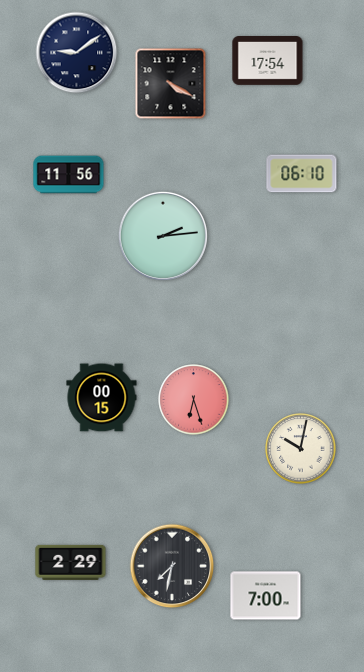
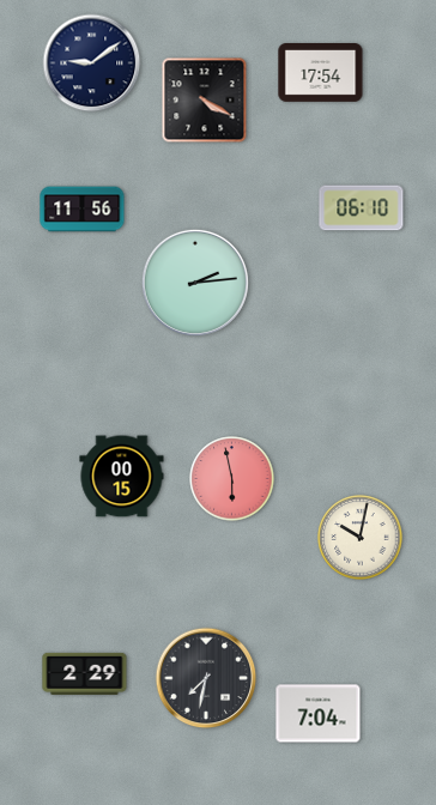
clock at (194, 400): 6:27 -> 5:58
clock at (266, 596): 7:00 -> 7:04
